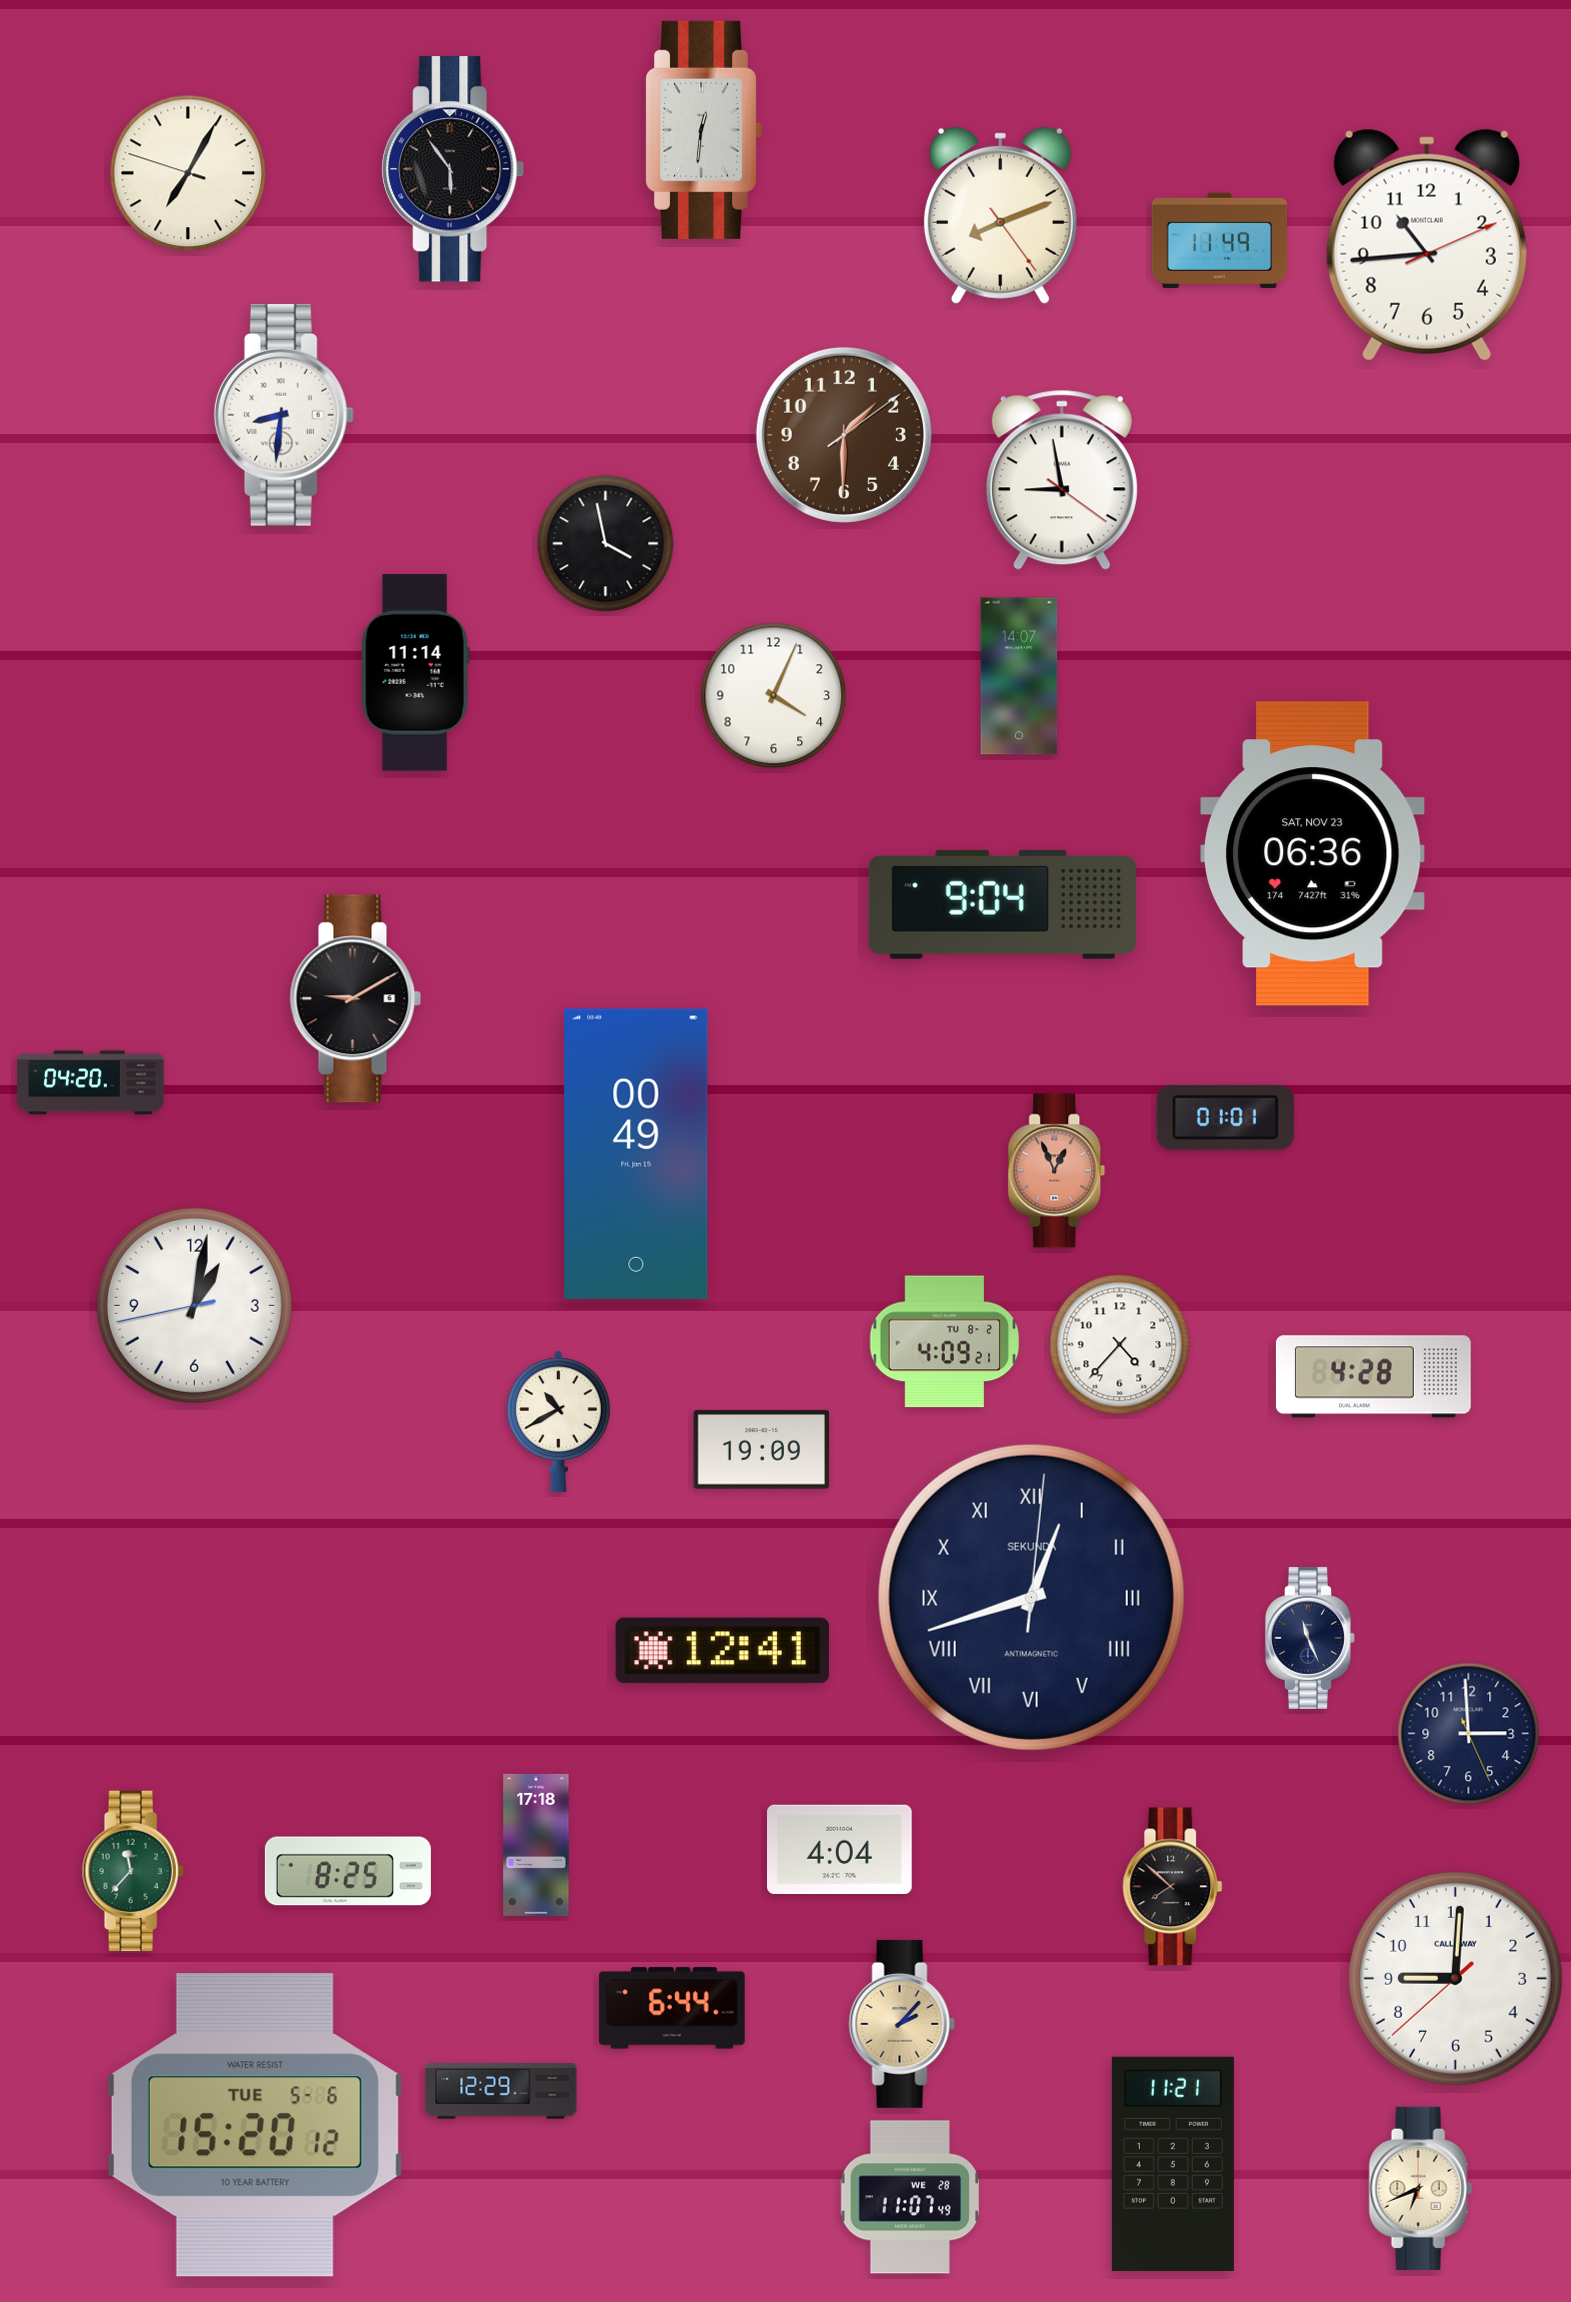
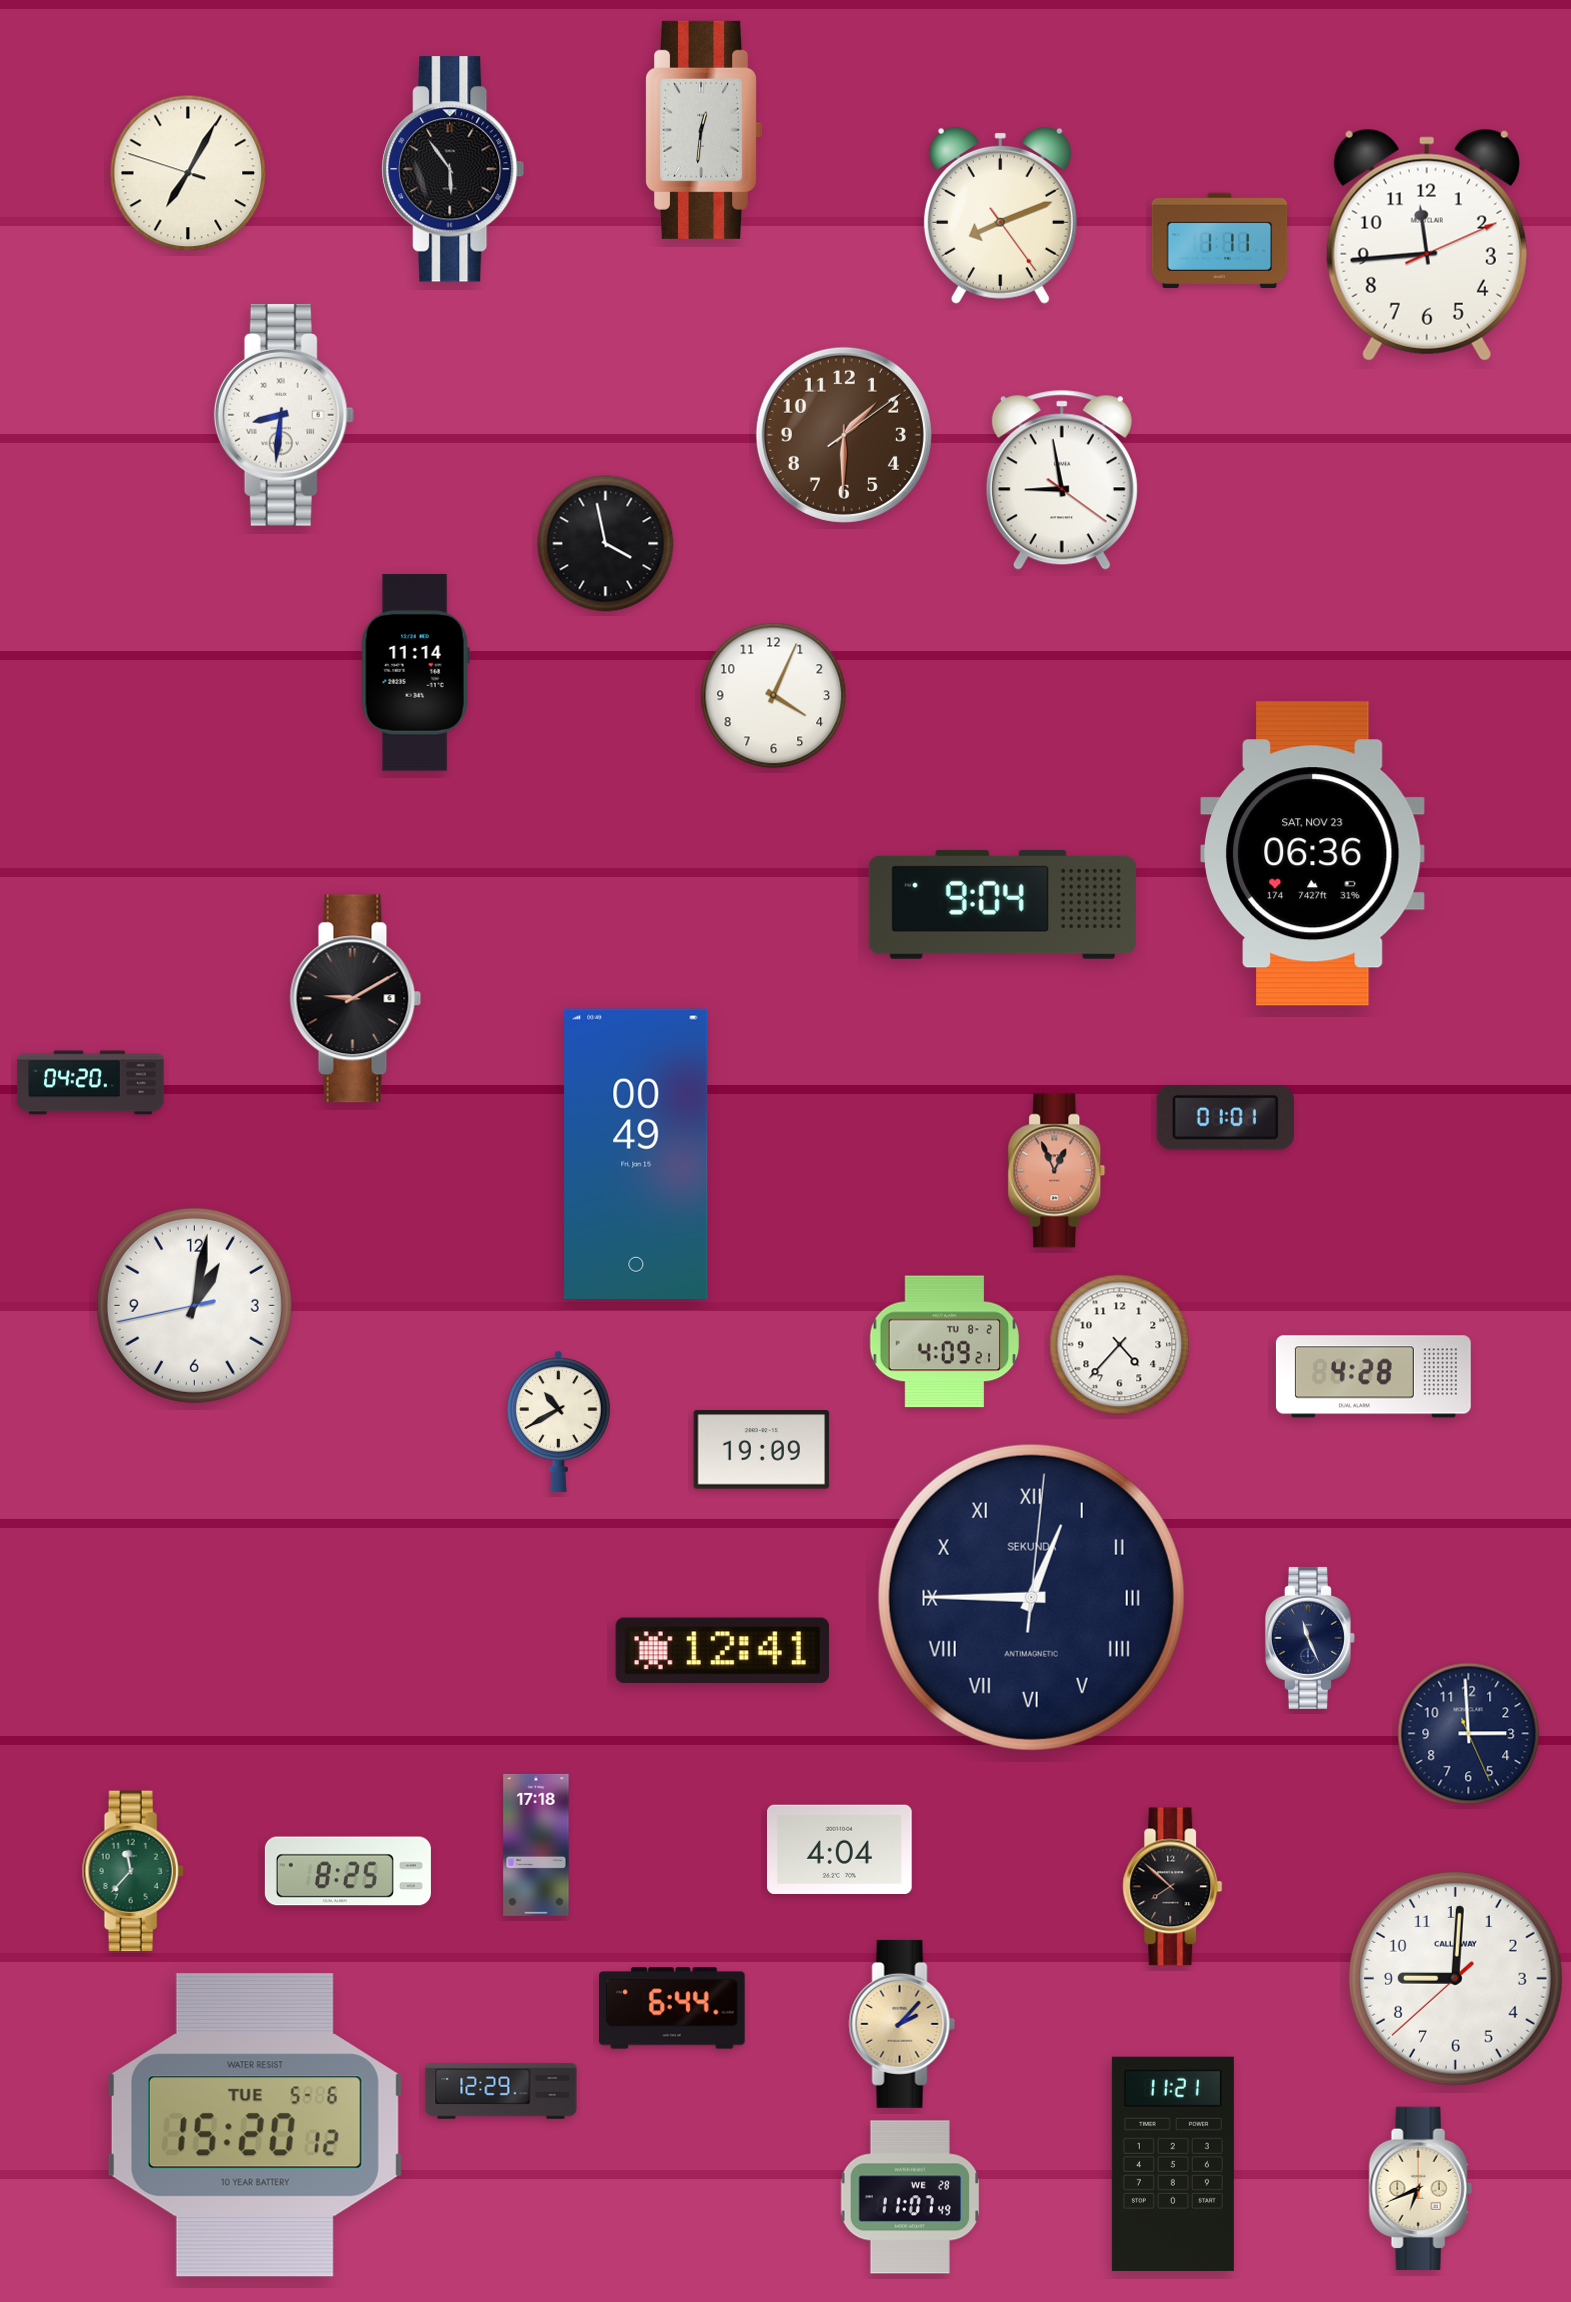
clock at (1220, 240): 11:49 -> 1:11
clock at (1427, 245): 10:44 -> 11:44
clock at (1019, 676): 14:07 -> none
clock at (1031, 1597): 12:42 -> 12:45
